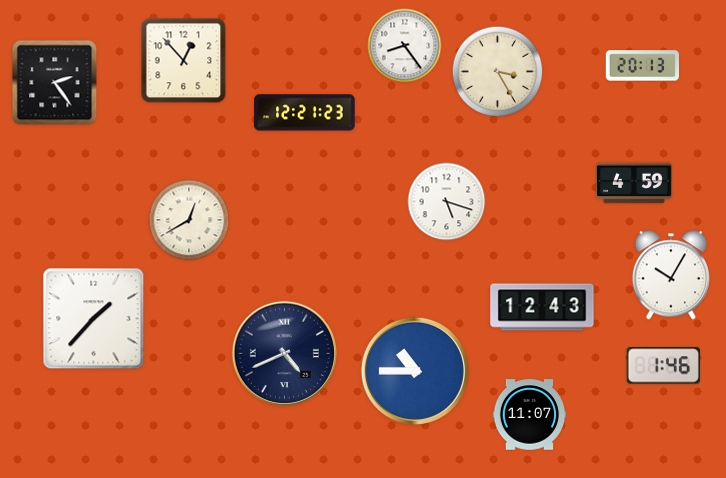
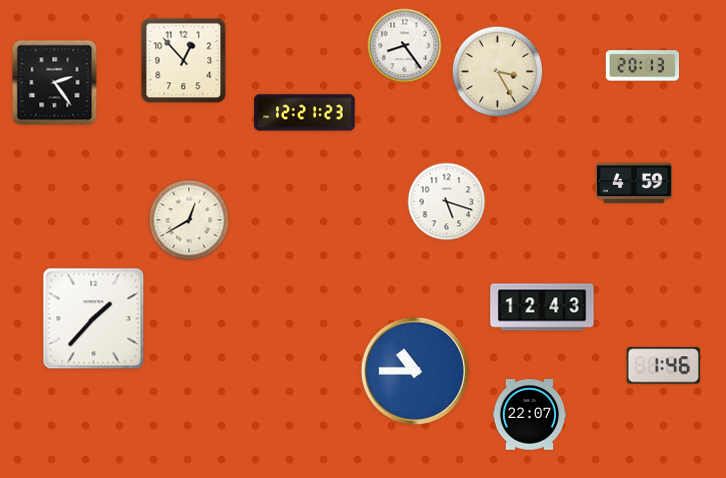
clock at (671, 275): 10:05 -> none
clock at (284, 353): 4:41 -> none
clock at (530, 415): 11:07 -> 22:07
